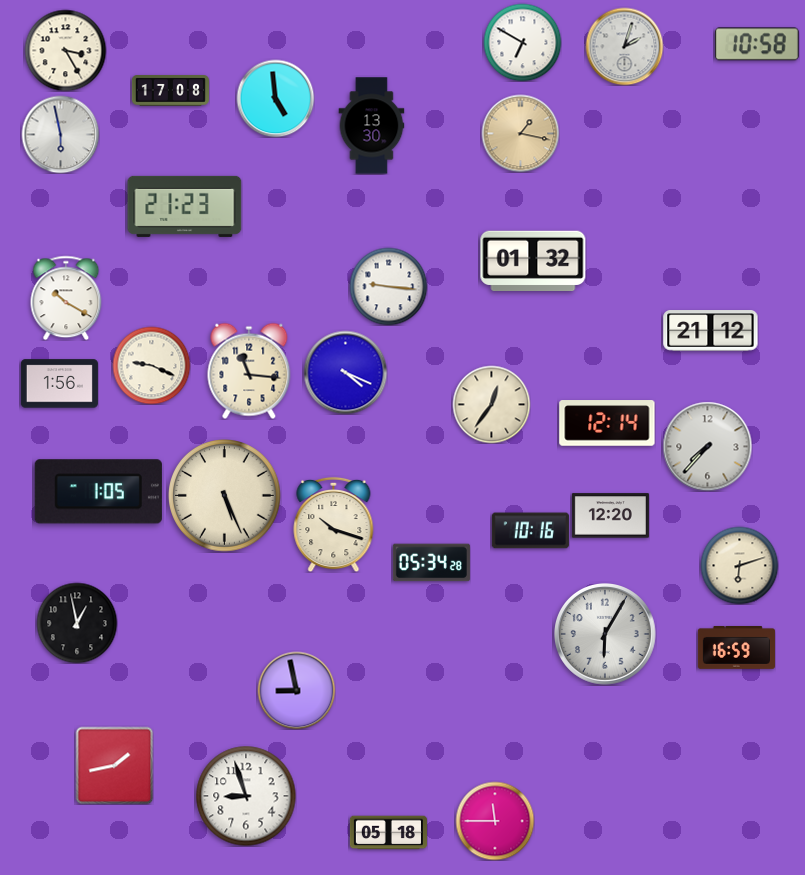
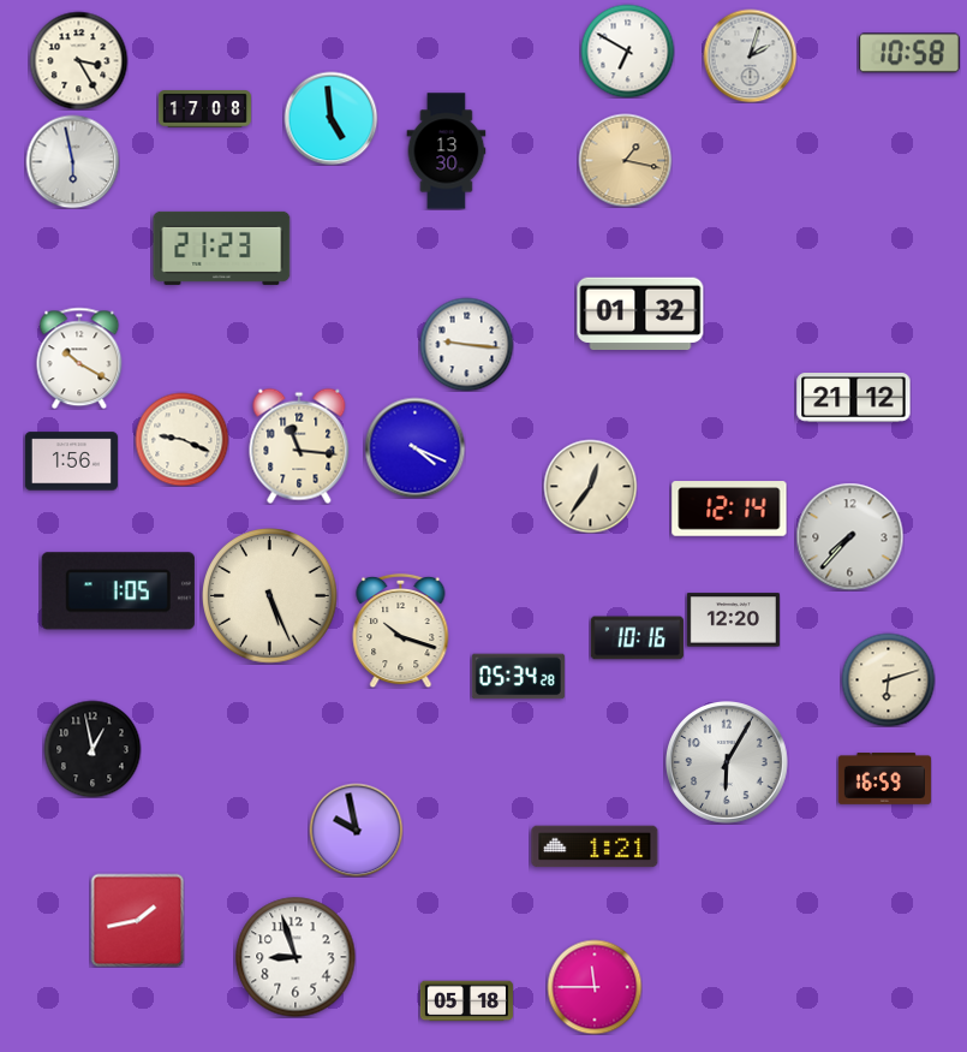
clock at (296, 690): 8:58 -> 9:58
clock at (595, 846): none -> 1:21
